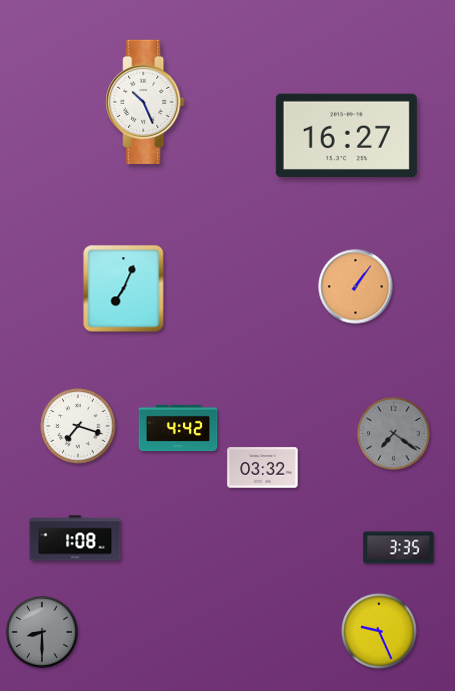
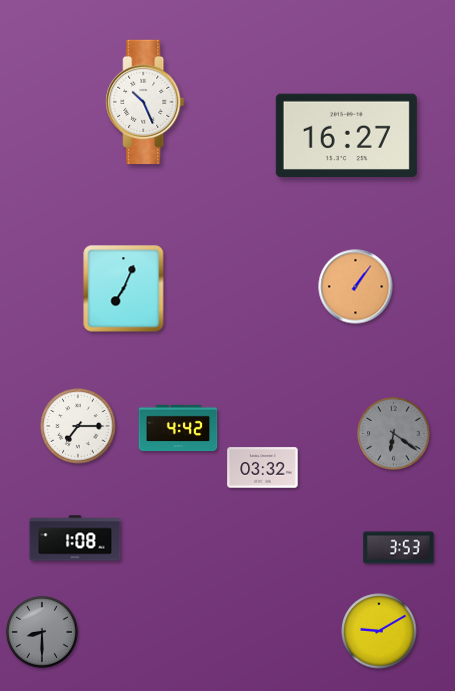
clock at (78, 426): 7:18 -> 7:15
clock at (394, 434): 7:21 -> 6:21
clock at (399, 548): 3:35 -> 3:53
clock at (379, 631): 9:26 -> 9:10
